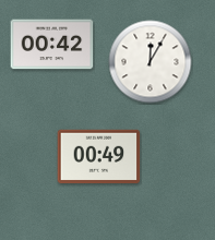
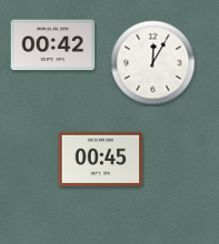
clock at (99, 157): 00:49 -> 00:45
